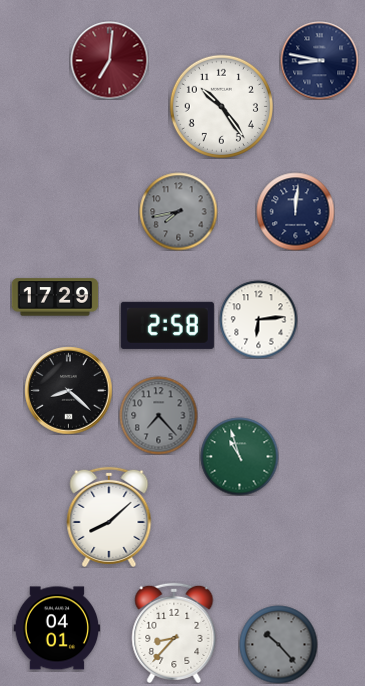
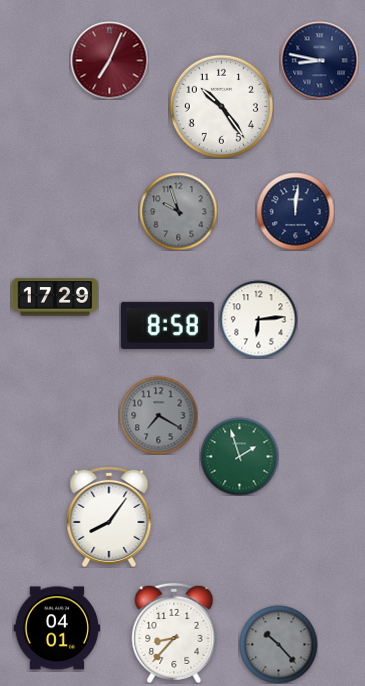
clock at (109, 60): 7:01 -> 7:04
clock at (178, 211): 7:43 -> 9:57
clock at (167, 325): 2:58 -> 8:58
clock at (68, 390): 8:22 -> none
clock at (158, 415): 7:23 -> 7:20
clock at (239, 456): 10:57 -> 1:57
clock at (109, 517): 8:08 -> 8:06
